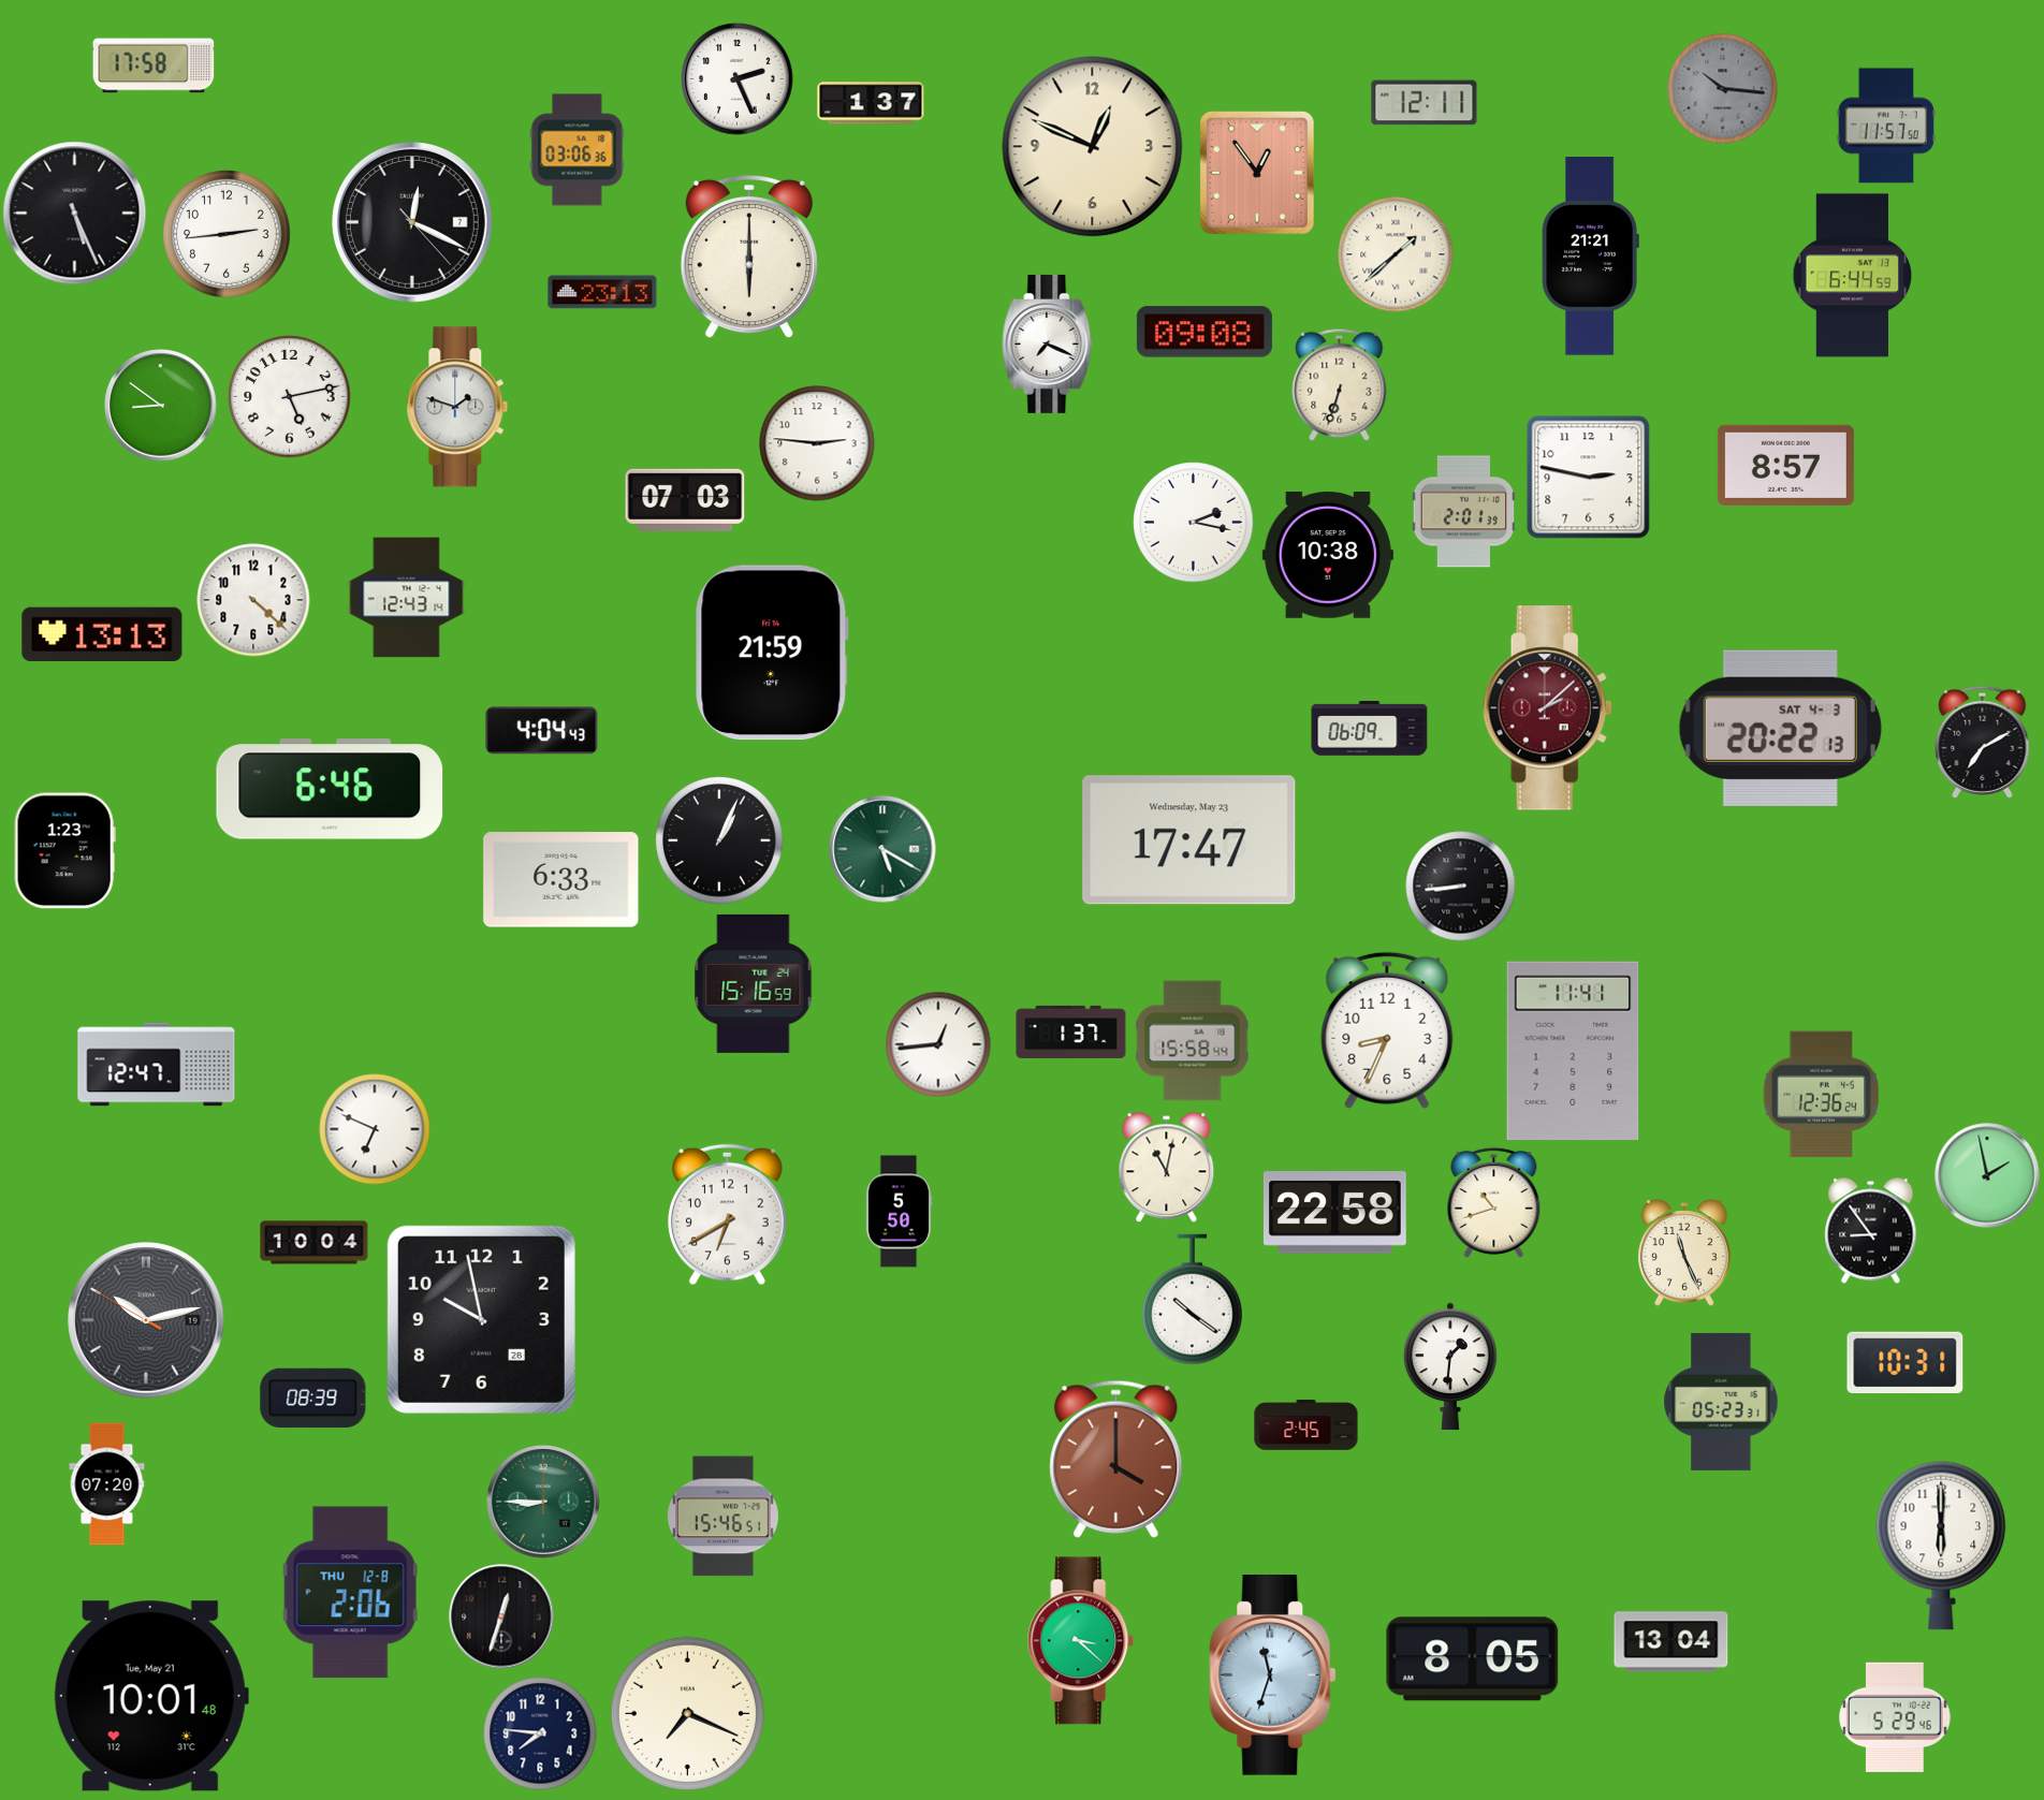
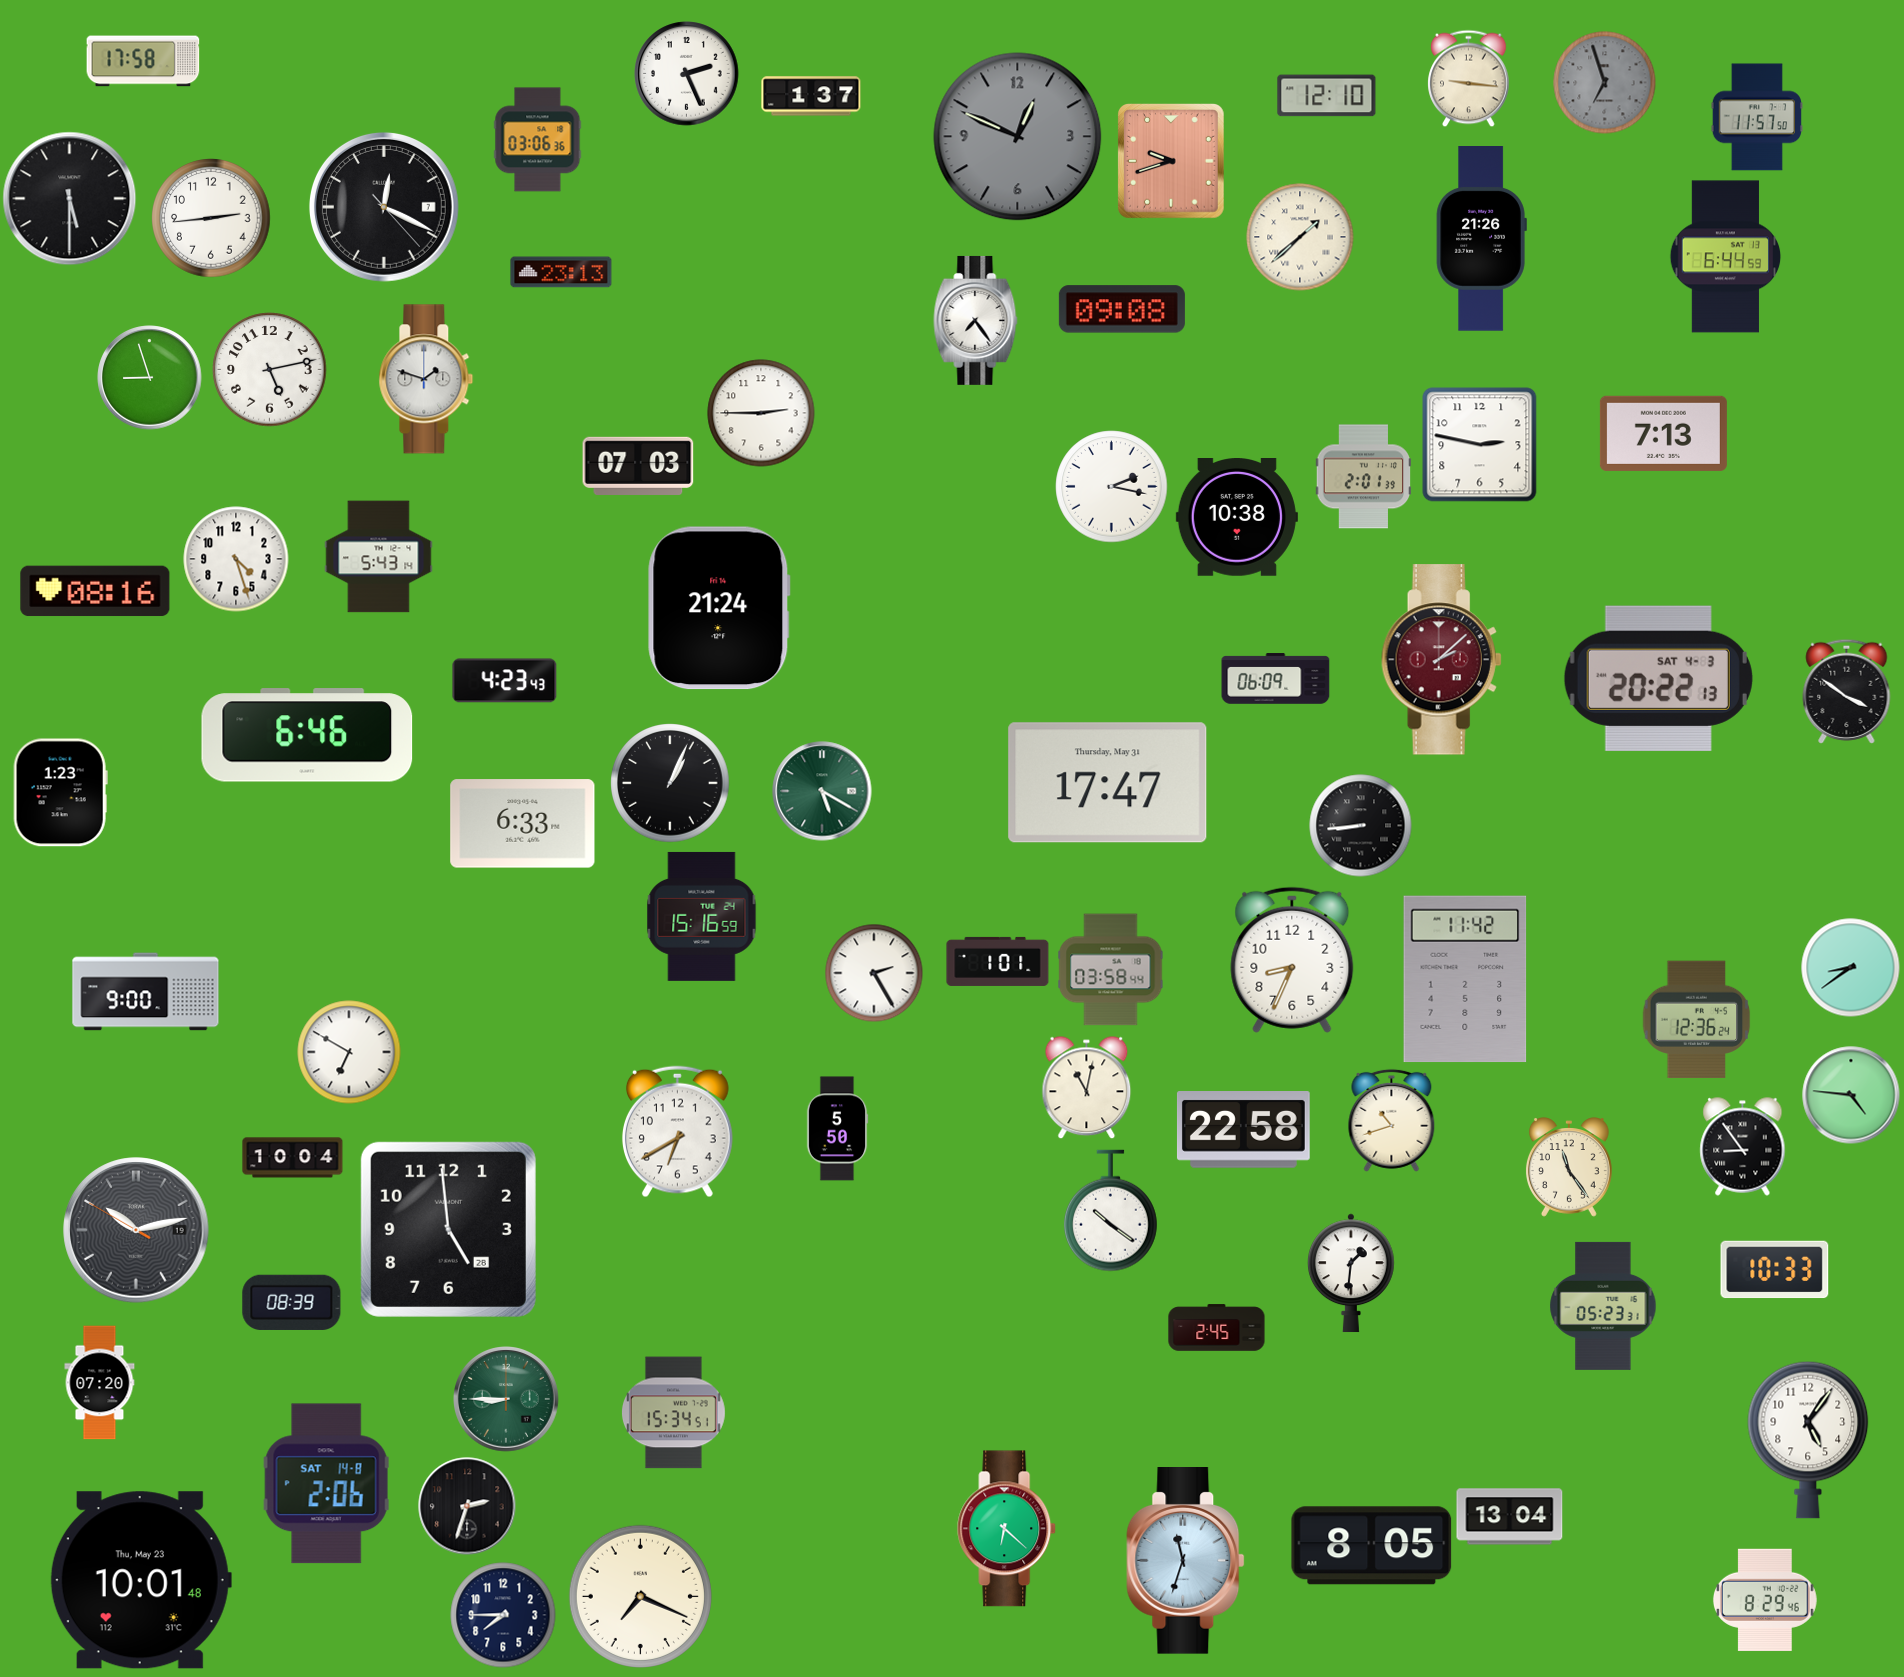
clock at (1469, 78): none -> 9:16
clock at (1723, 89): 10:16 -> 6:57
clock at (1425, 103): 12:11 -> 12:10
clock at (1093, 147) dial: cream -> grey
clock at (1258, 174): 12:54 -> 9:42
clock at (75, 214): 5:26 -> 5:30
clock at (749, 257): 6:00 -> none
clock at (1590, 257): 21:21 -> 21:26
clock at (1048, 343): 7:19 -> 7:24
clock at (1340, 384): 6:33 -> none
clock at (161, 406): 8:51 -> 8:57
clock at (817, 443): 2:46 -> 2:45
clock at (1785, 465): 8:57 -> 7:13
clock at (407, 598): 12:43 -> 5:43
clock at (253, 600): 4:22 -> 4:27
clock at (102, 634): 13:13 -> 08:16
clock at (772, 653): 21:59 -> 21:24
clock at (542, 731): 4:04 -> 4:23
clock at (1983, 742): 7:10 -> 3:51
clock at (1189, 840) date: Wednesday, May 23 -> Thursday, May 31
clock at (561, 880) position: (561, 880) -> (523, 824)
clock at (1071, 1031): 1:37 -> 1:01
clock at (1851, 968): none -> 8:39
clock at (1193, 1041): 15:58 -> 03:58
clock at (938, 1044): 12:44 -> 2:25
clock at (1573, 1051): 11:41 -> 11:42
clock at (157, 1065): 12:47 -> 9:00
clock at (375, 1129): 6:49 -> 6:50
clock at (1987, 1175): 1:58 -> 4:46
clock at (1684, 1253): 11:26 -> 11:24
clock at (481, 1319): 9:58 -> 4:59
clock at (1906, 1363): 10:31 -> 10:33
clock at (1116, 1459): 4:00 -> none
clock at (722, 1517): 15:46 -> 15:34
clock at (1941, 1546): 6:00 -> 5:06
clock at (351, 1593) date: THU 12-8 -> SAT 14-8
clock at (501, 1616): 12:33 -> 2:33
clock at (1081, 1641): 3:22 -> 6:22
clock at (1671, 1642) position: (1671, 1642) -> (1510, 1517)
clock at (151, 1696) date: Tue, May 21 -> Thu, May 23
clock at (1895, 1717): 5:29 -> 8:29
clock at (540, 1733): 7:46 -> 7:45
